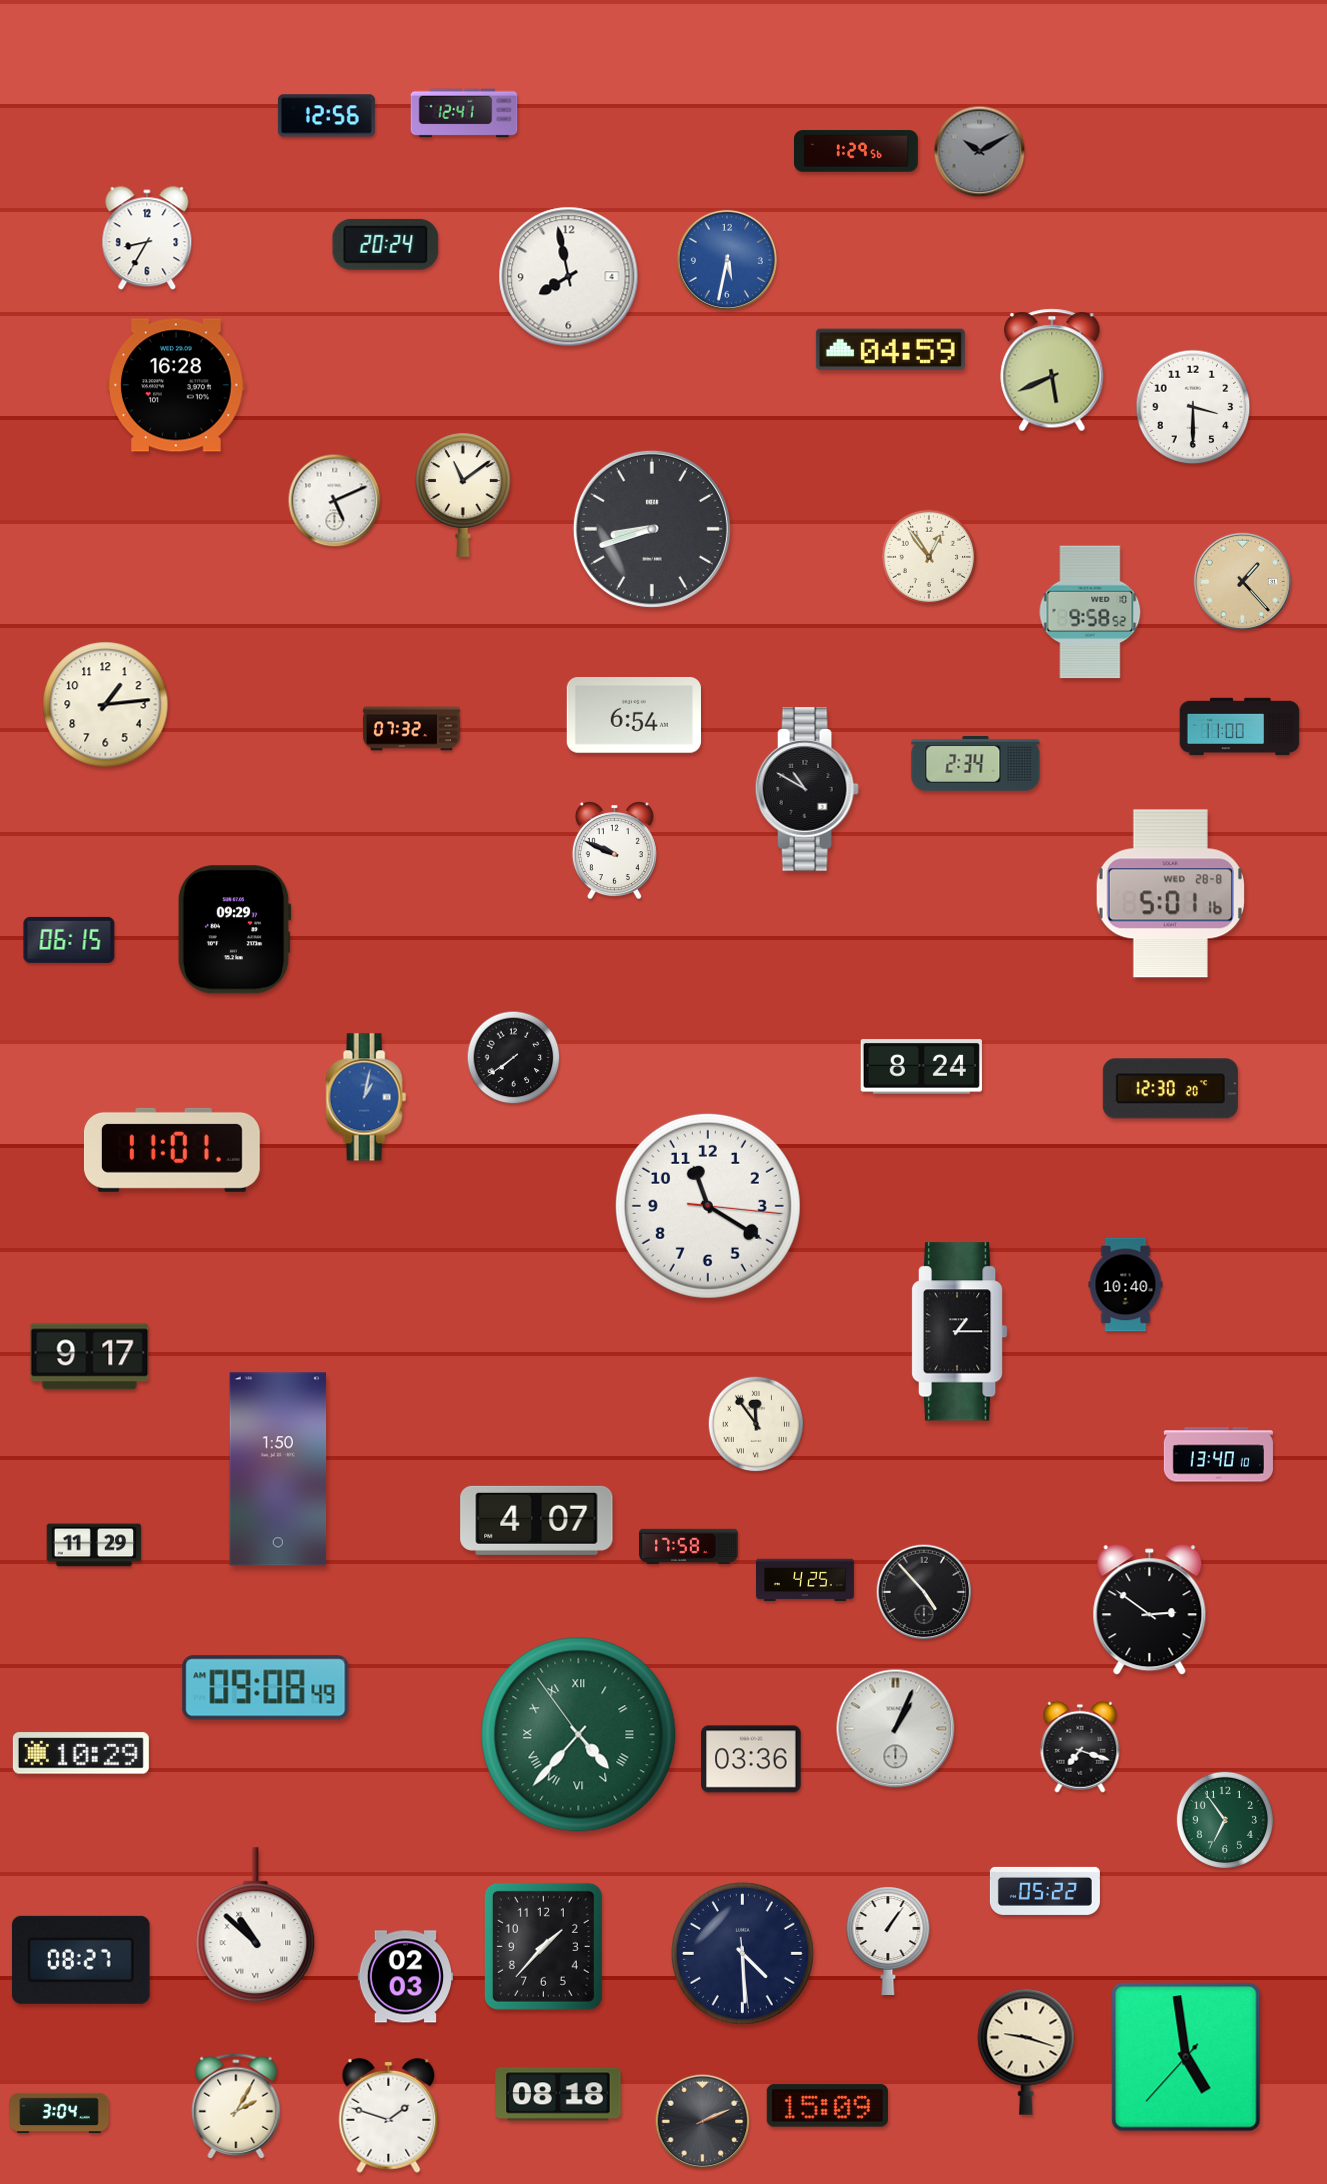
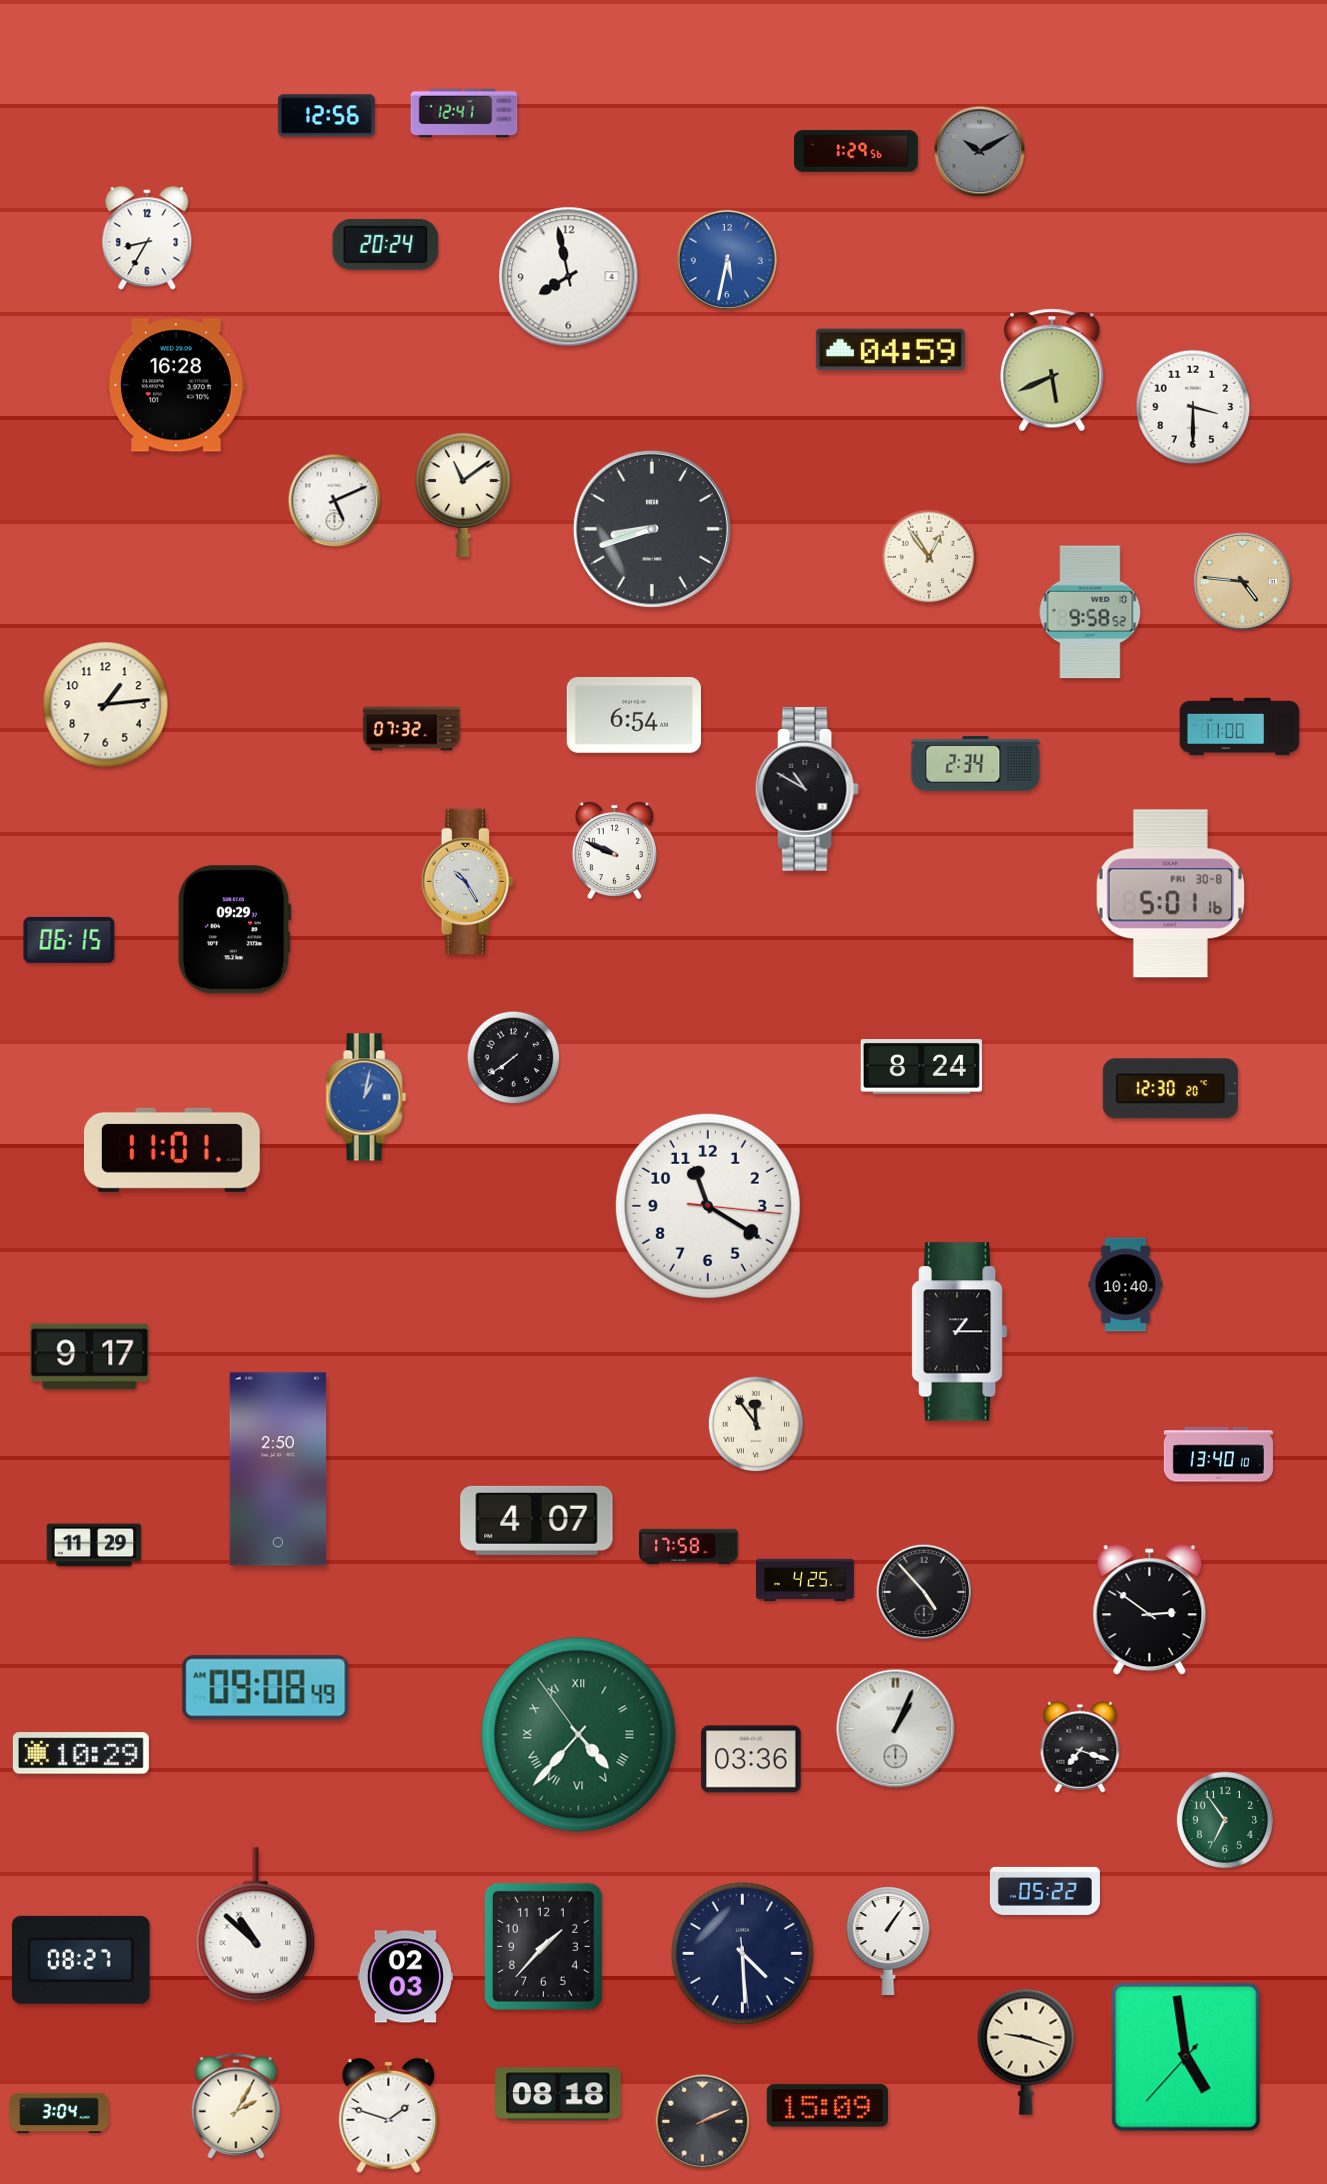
clock at (1242, 581): 1:23 -> 4:46
clock at (468, 882): none -> 10:25
clock at (1170, 894) date: WED 28-8 -> FRI 30-8
clock at (278, 1469): 1:50 -> 2:50
